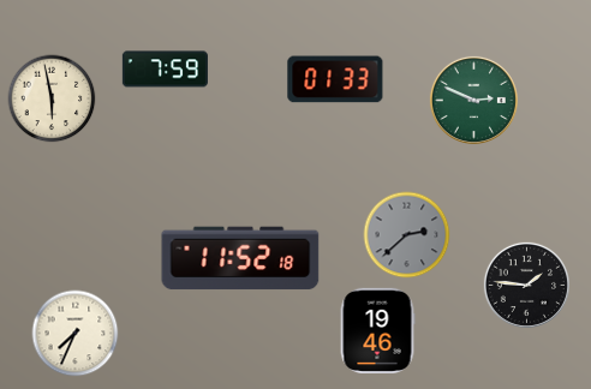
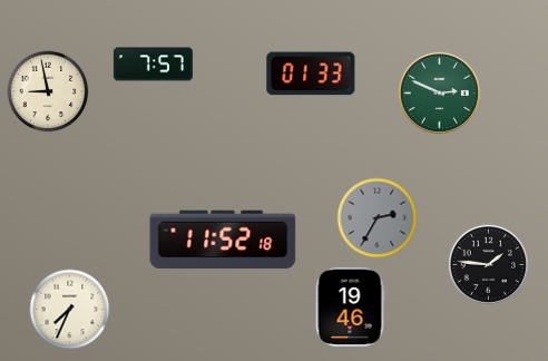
clock at (165, 70): 7:59 -> 7:57
clock at (52, 98): 5:58 -> 8:58
clock at (407, 235): 2:38 -> 2:35
